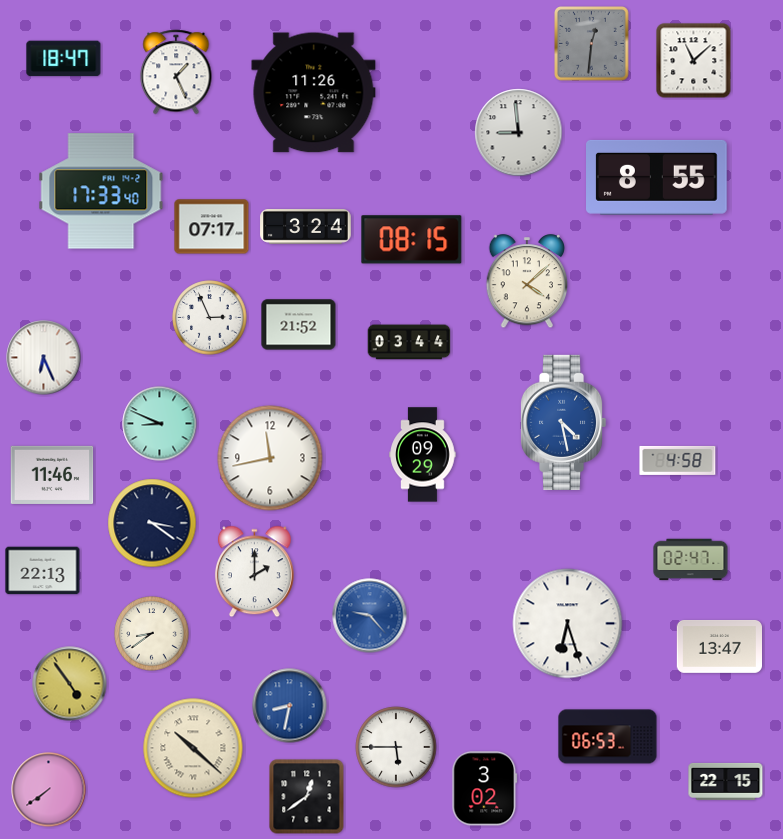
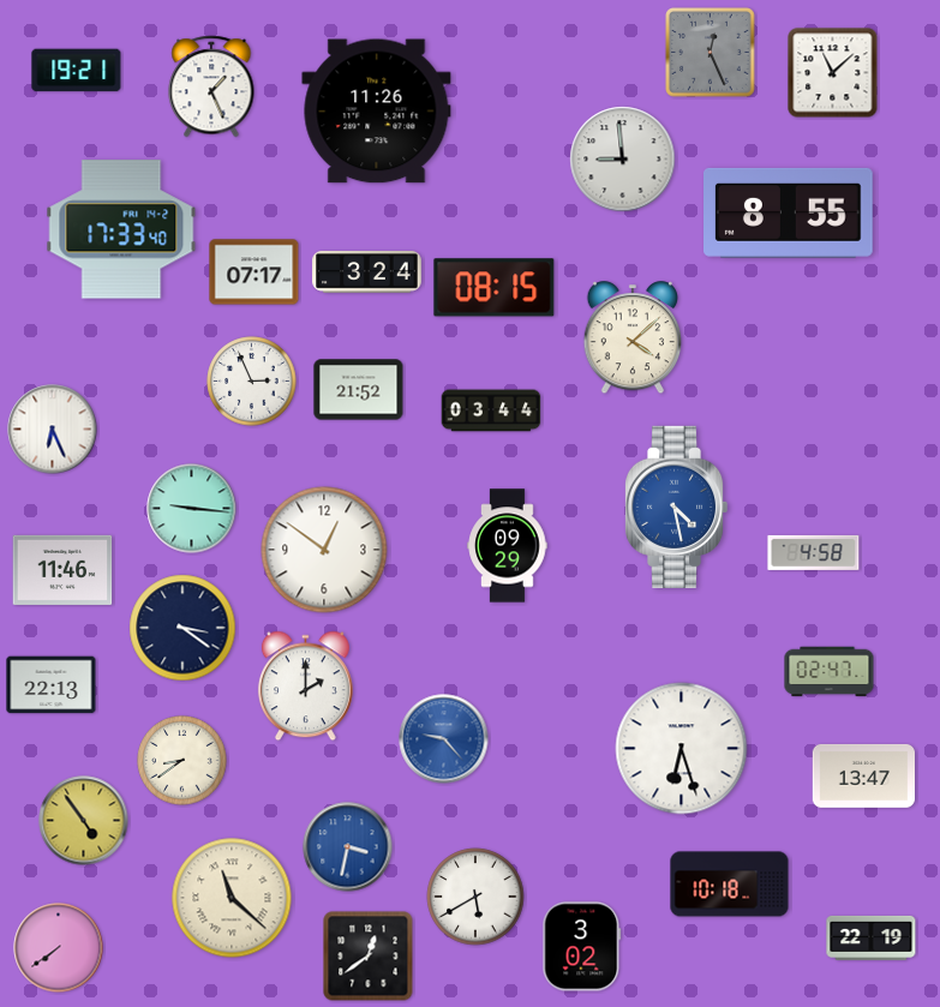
clock at (592, 44): 12:31 -> 12:26
clock at (64, 59): 18:47 -> 19:21
clock at (160, 424): 8:49 -> 9:16
clock at (270, 458): 11:43 -> 12:51
clock at (290, 706): 8:32 -> 3:32
clock at (608, 737): 06:53 -> 10:18
clock at (396, 747): 5:45 -> 5:40
clock at (193, 748): 10:22 -> 11:22
clock at (726, 781): 22:15 -> 22:19
